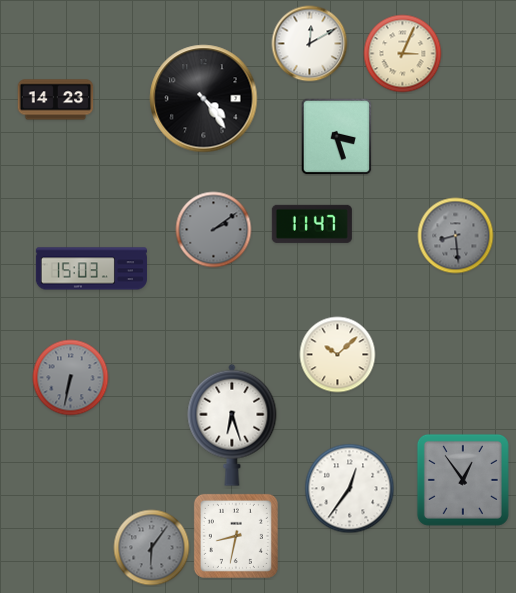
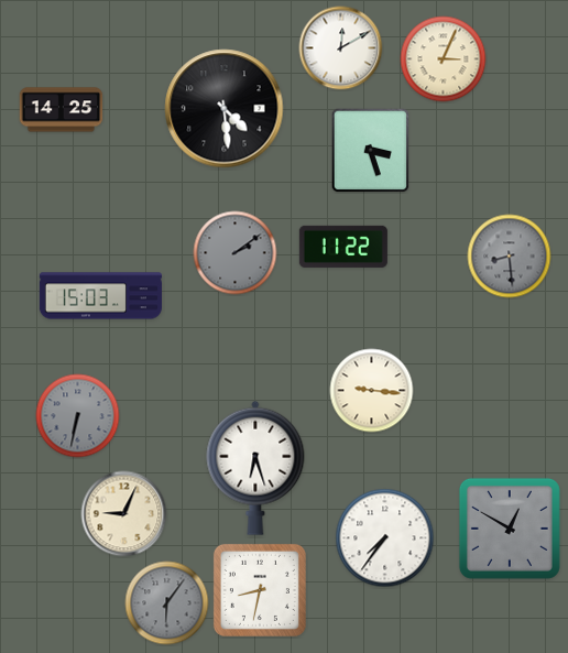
clock at (204, 99): 4:24 -> 4:29
clock at (56, 100): 14:23 -> 14:25
clock at (312, 224): 11:47 -> 11:22
clock at (456, 236) position: (456, 236) -> (510, 257)
clock at (338, 355): 10:08 -> 9:16
clock at (124, 514): none -> 9:04
clock at (463, 480): 12:54 -> 12:50
clock at (350, 489): 12:36 -> 7:36
